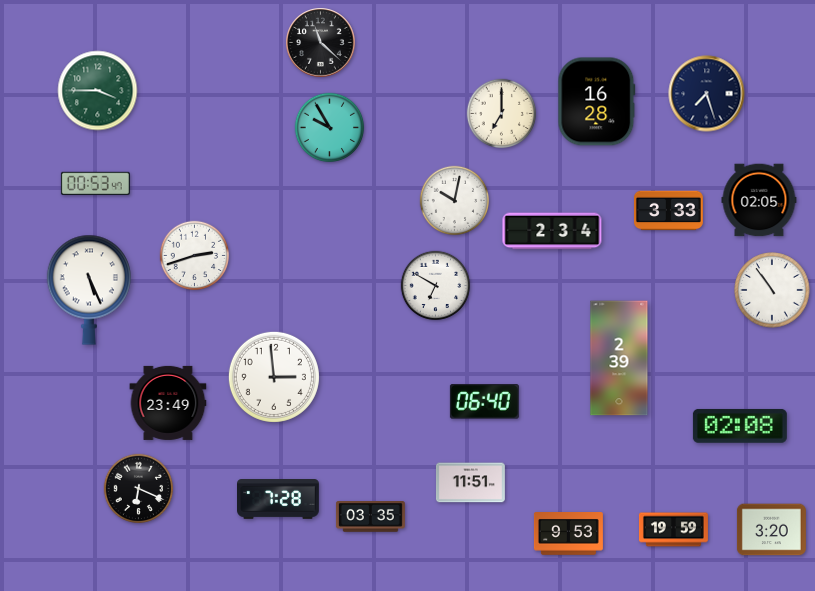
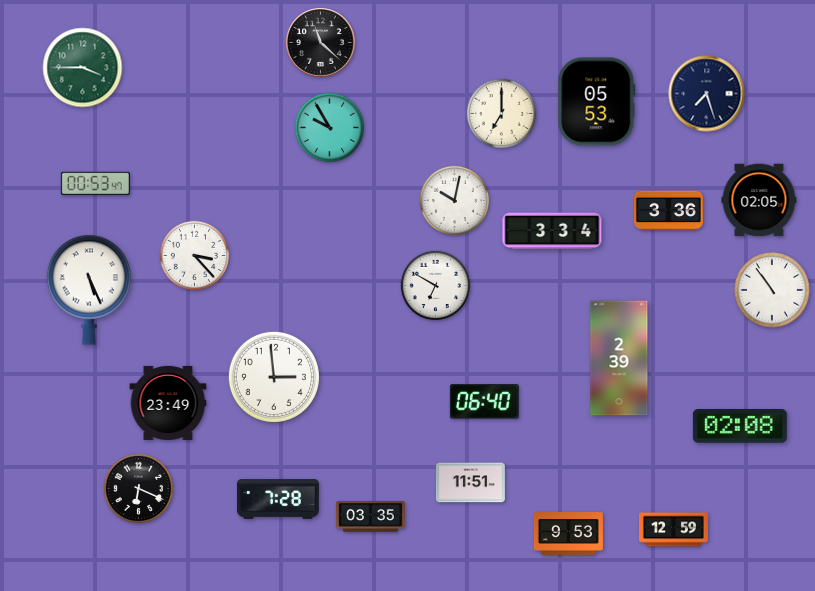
clock at (98, 91) position: (98, 91) -> (83, 68)
clock at (597, 102): 16:28 -> 05:53
clock at (668, 211): 3:33 -> 3:36
clock at (552, 231): 2:34 -> 3:34
clock at (195, 256): 2:42 -> 3:23
clock at (673, 530): 19:59 -> 12:59
clock at (771, 530): 3:20 -> none
